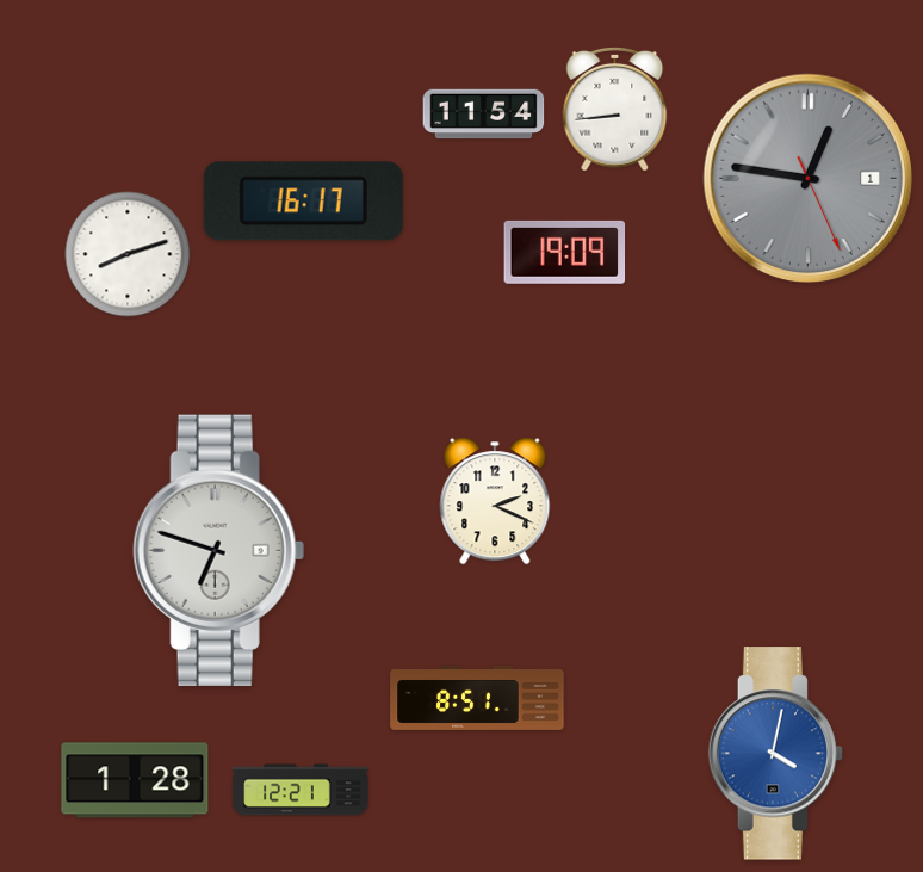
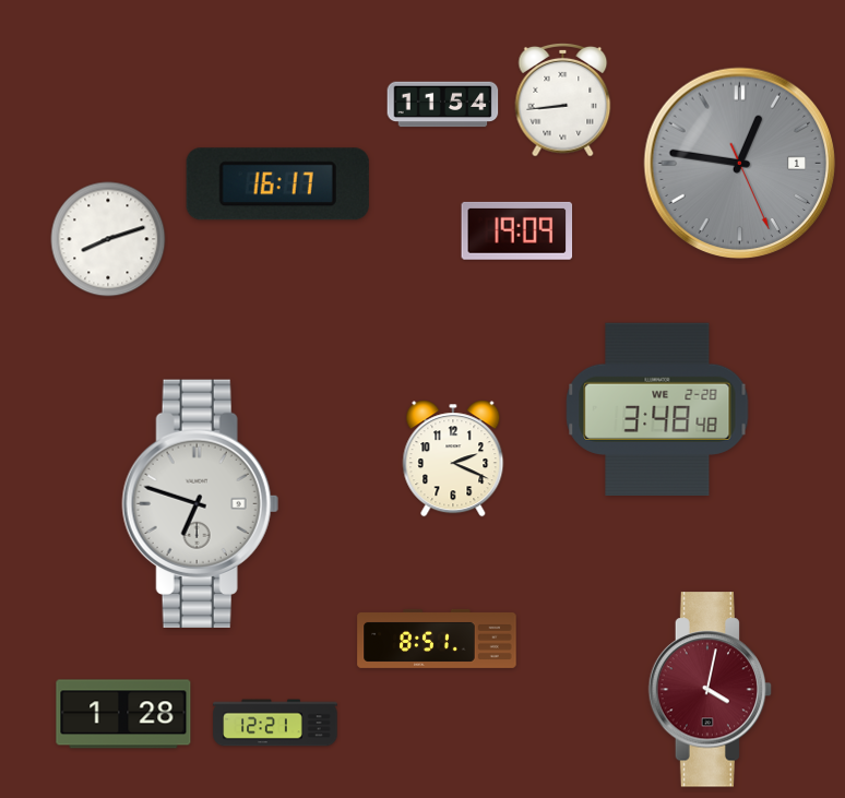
clock at (128, 254) position: (128, 254) -> (108, 239)
clock at (657, 409): none -> 3:48
clock at (776, 754) dial: blue -> burgundy
